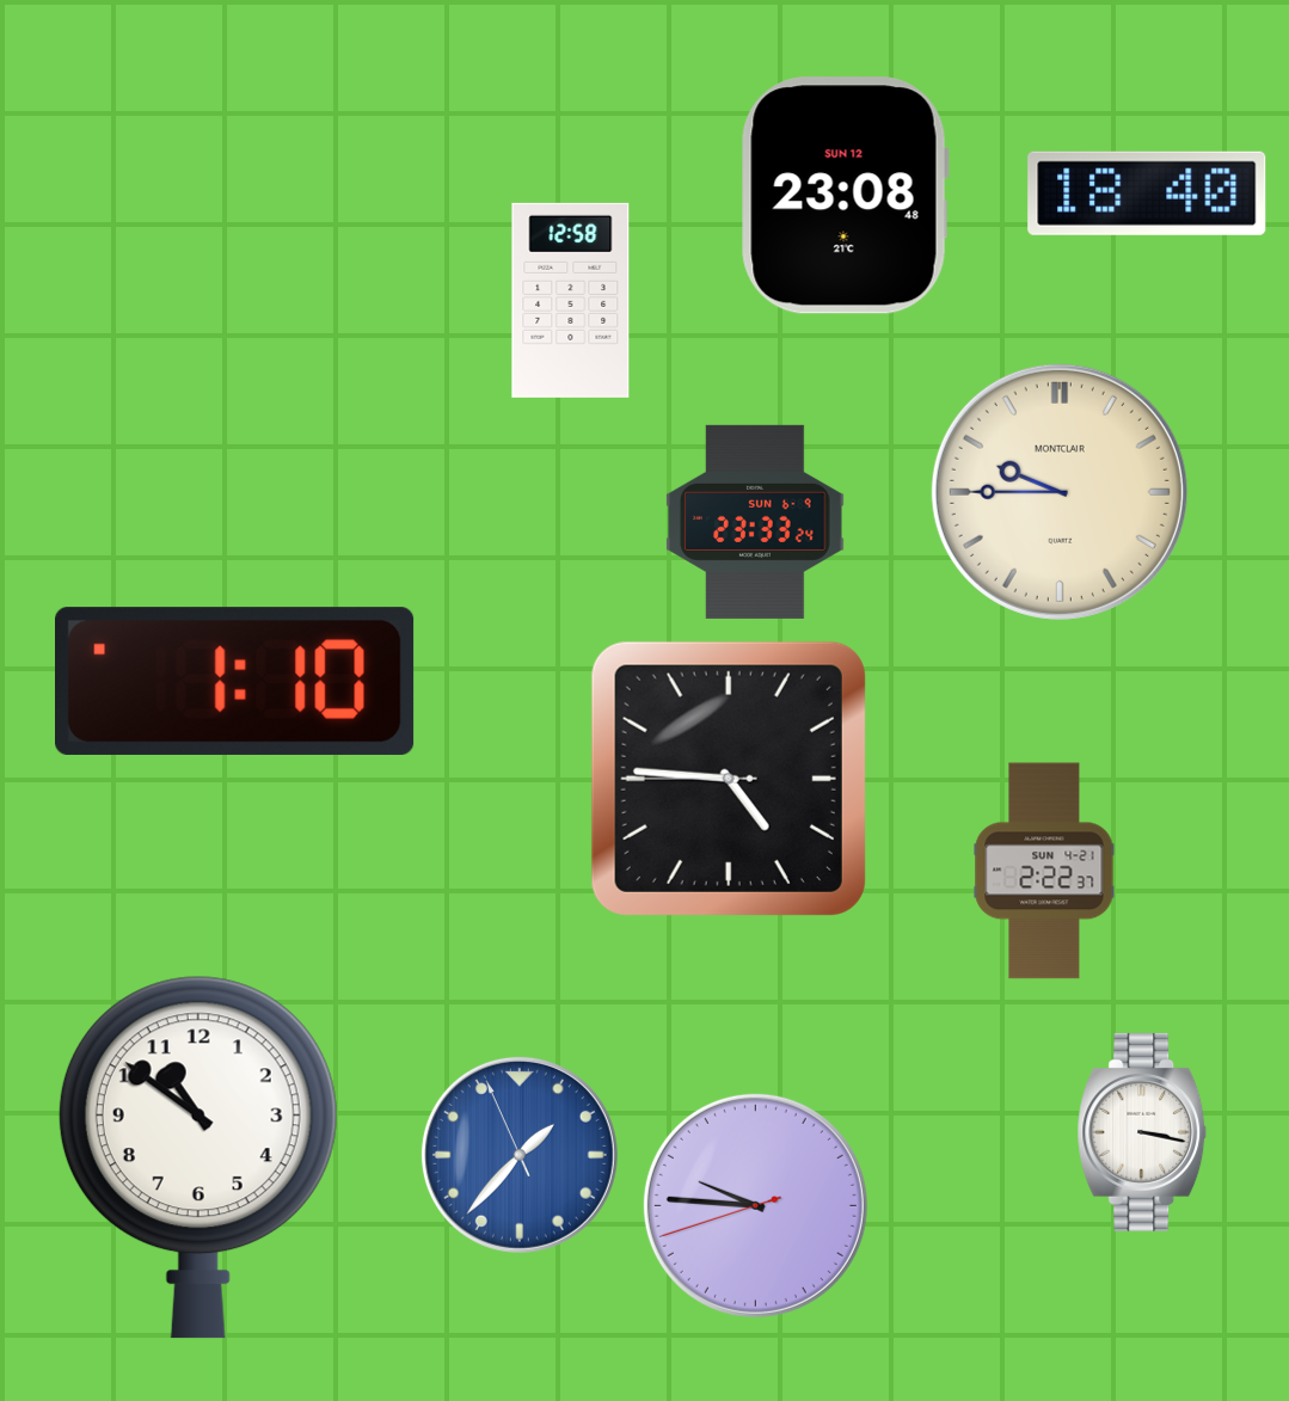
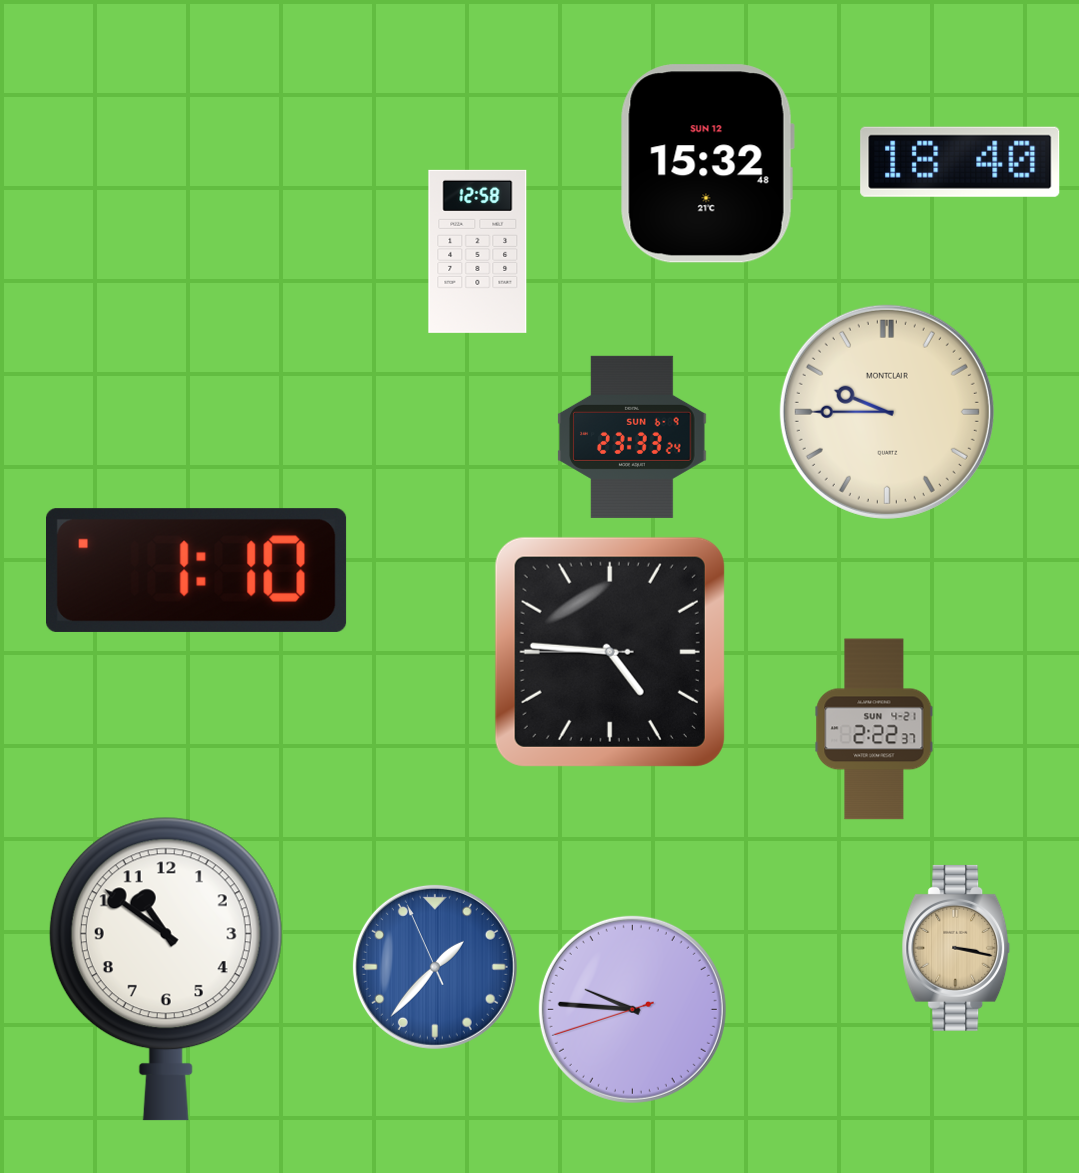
clock at (845, 196): 23:08 -> 15:32
clock at (1142, 1132) dial: white -> champagne
